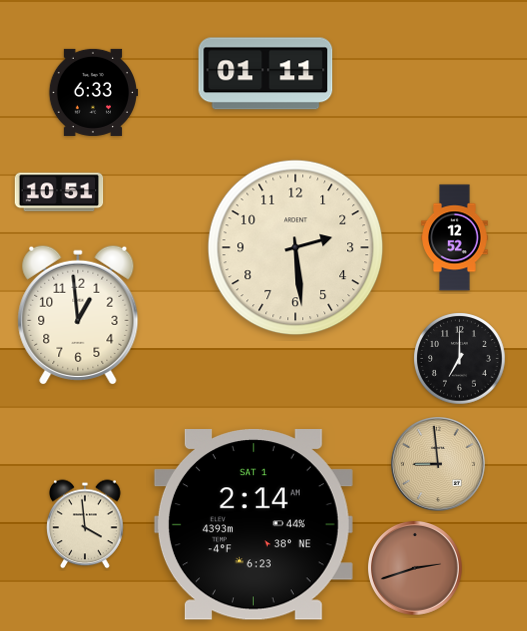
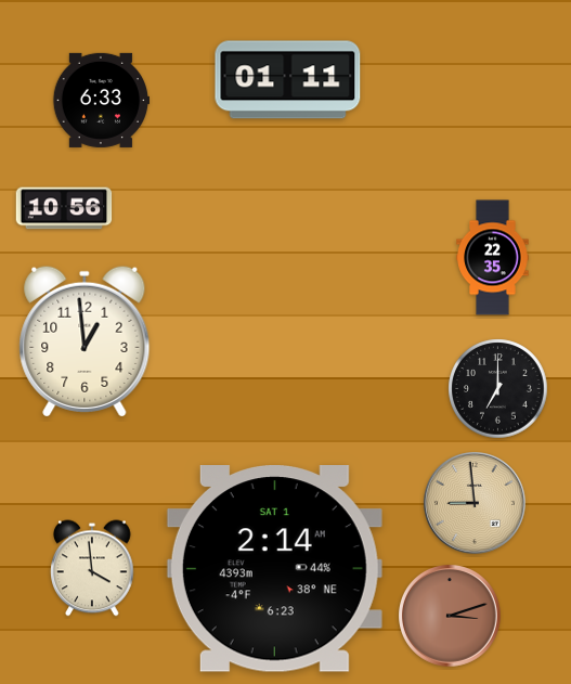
clock at (59, 192): 10:51 -> 10:56
clock at (455, 238): 12:52 -> 22:35
clock at (296, 248): 2:29 -> none
clock at (416, 569): 2:42 -> 3:12
